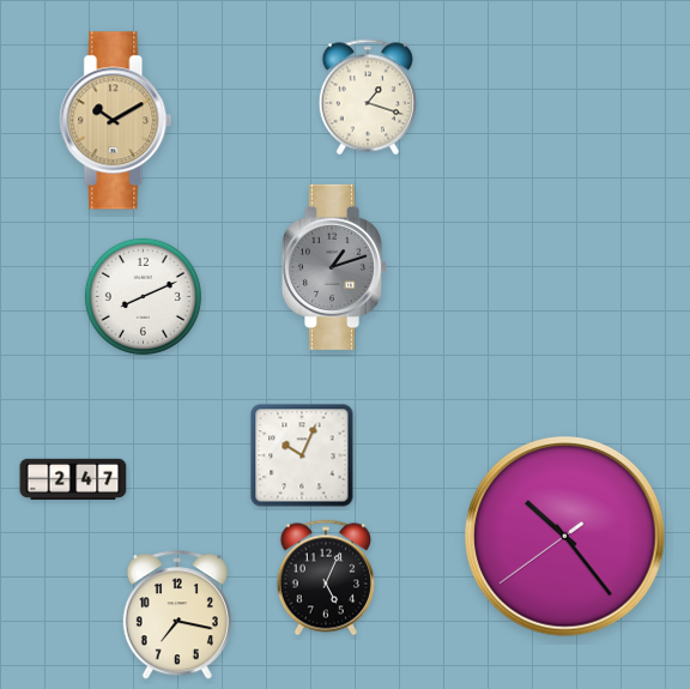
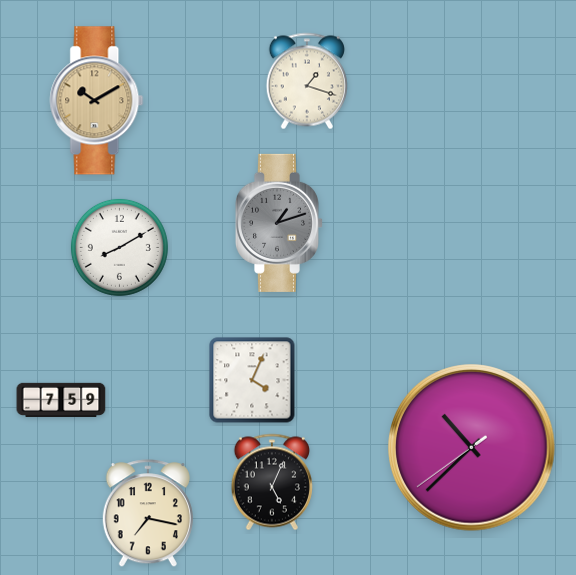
clock at (143, 296): 8:11 -> 8:10
clock at (302, 455): 10:04 -> 4:04
clock at (73, 479): 2:47 -> 7:59
clock at (565, 537): 10:23 -> 10:37
